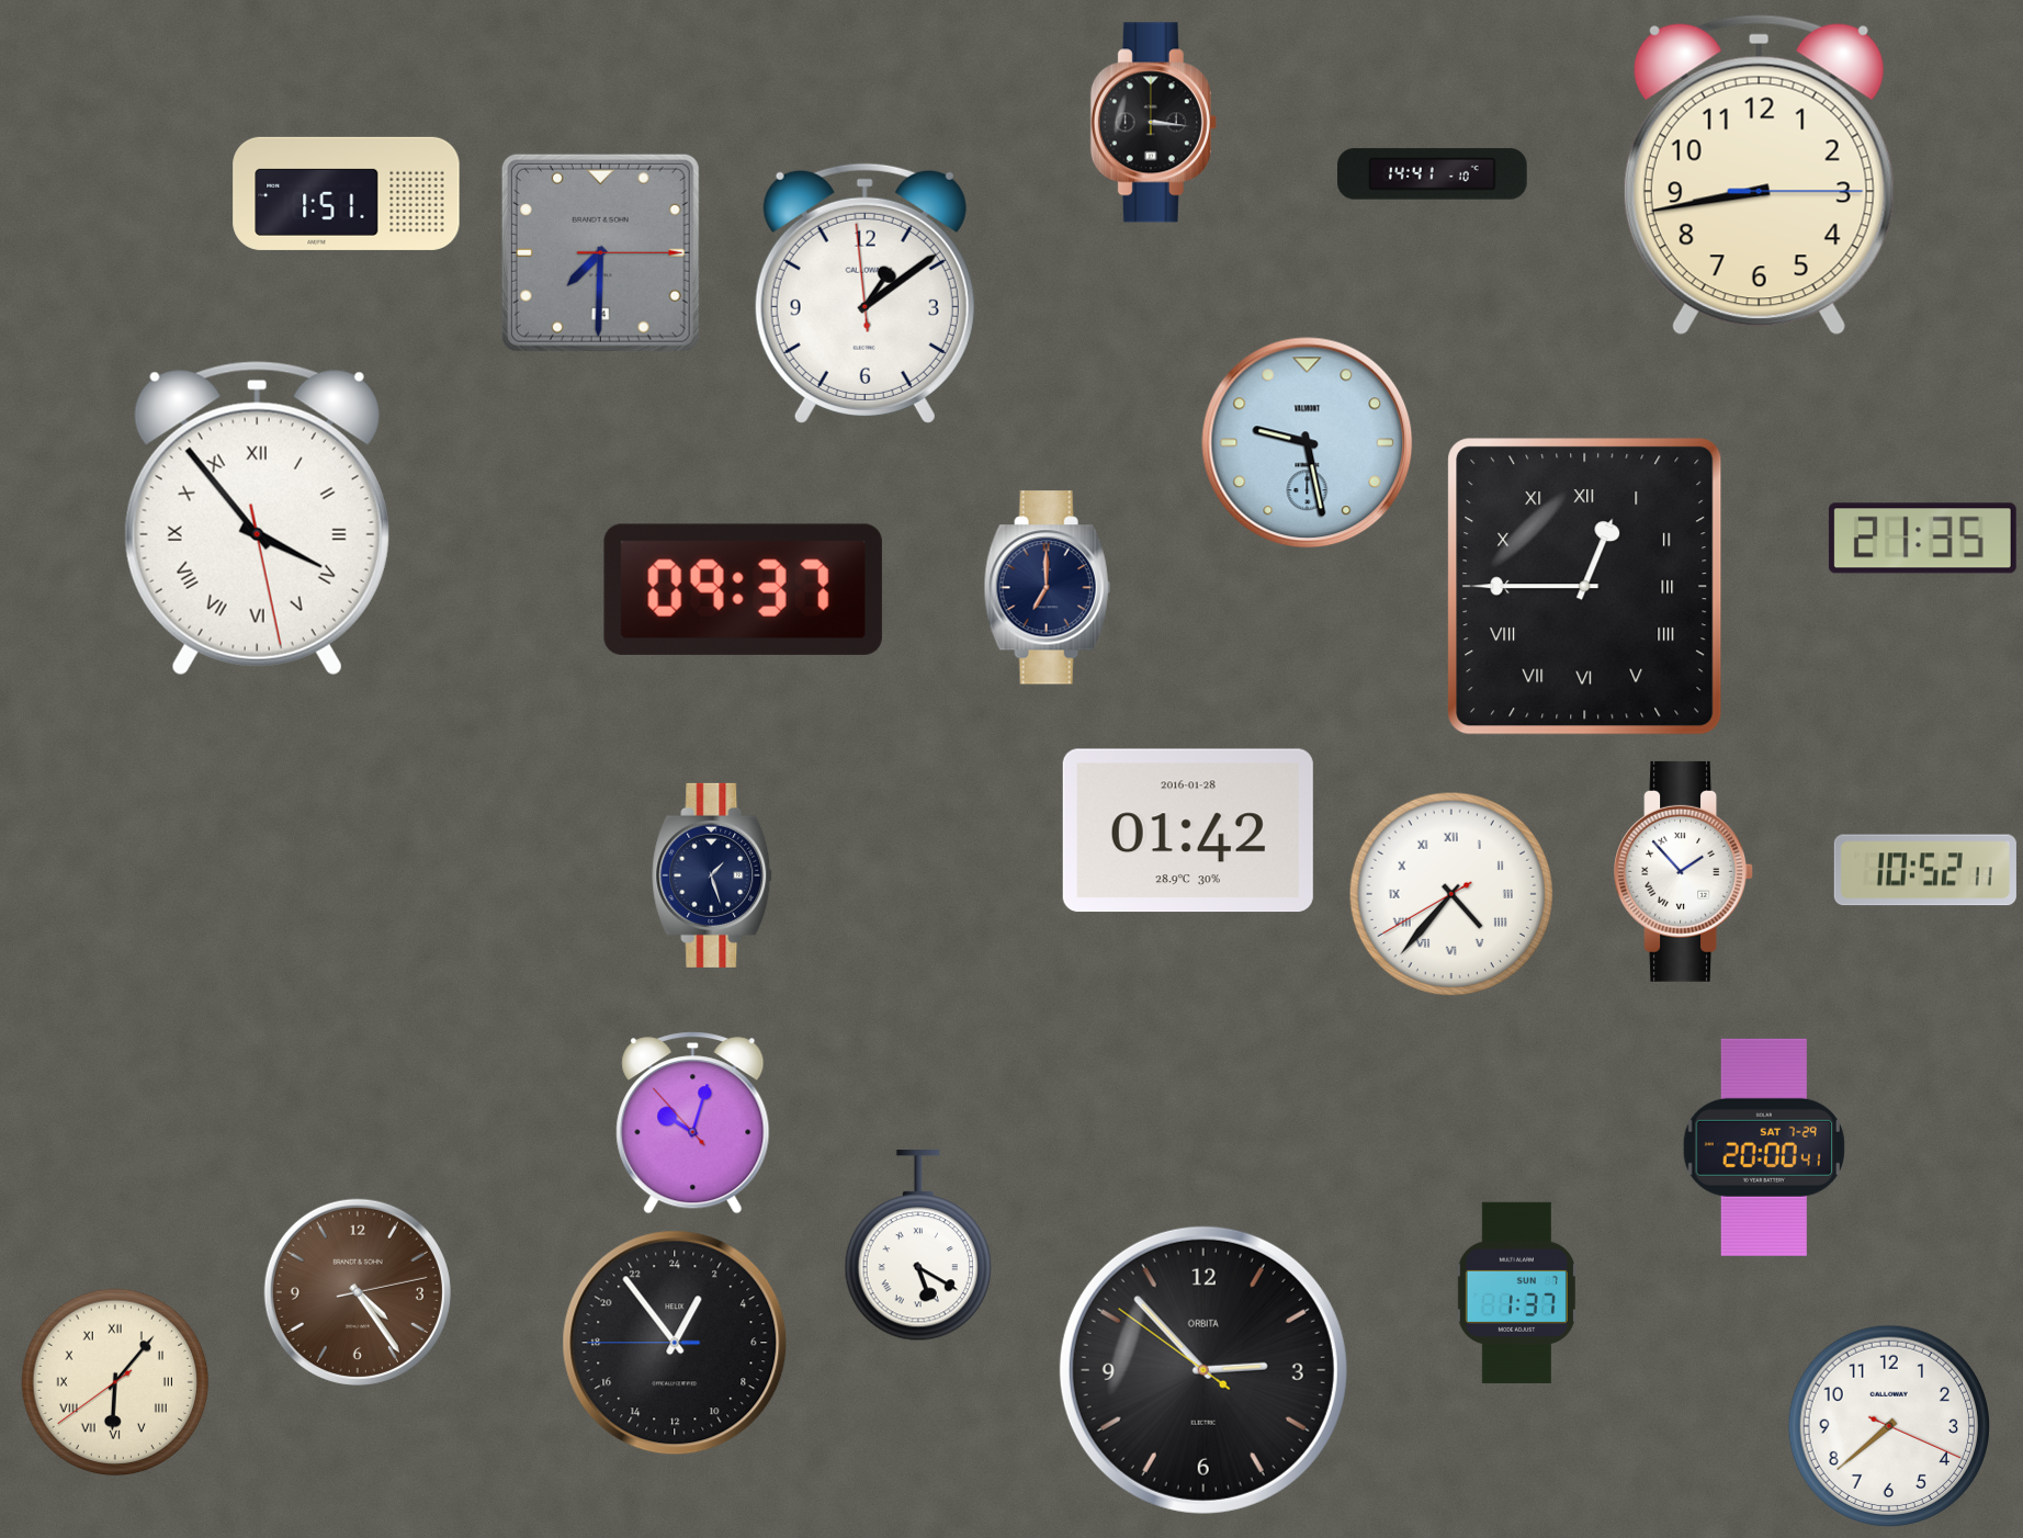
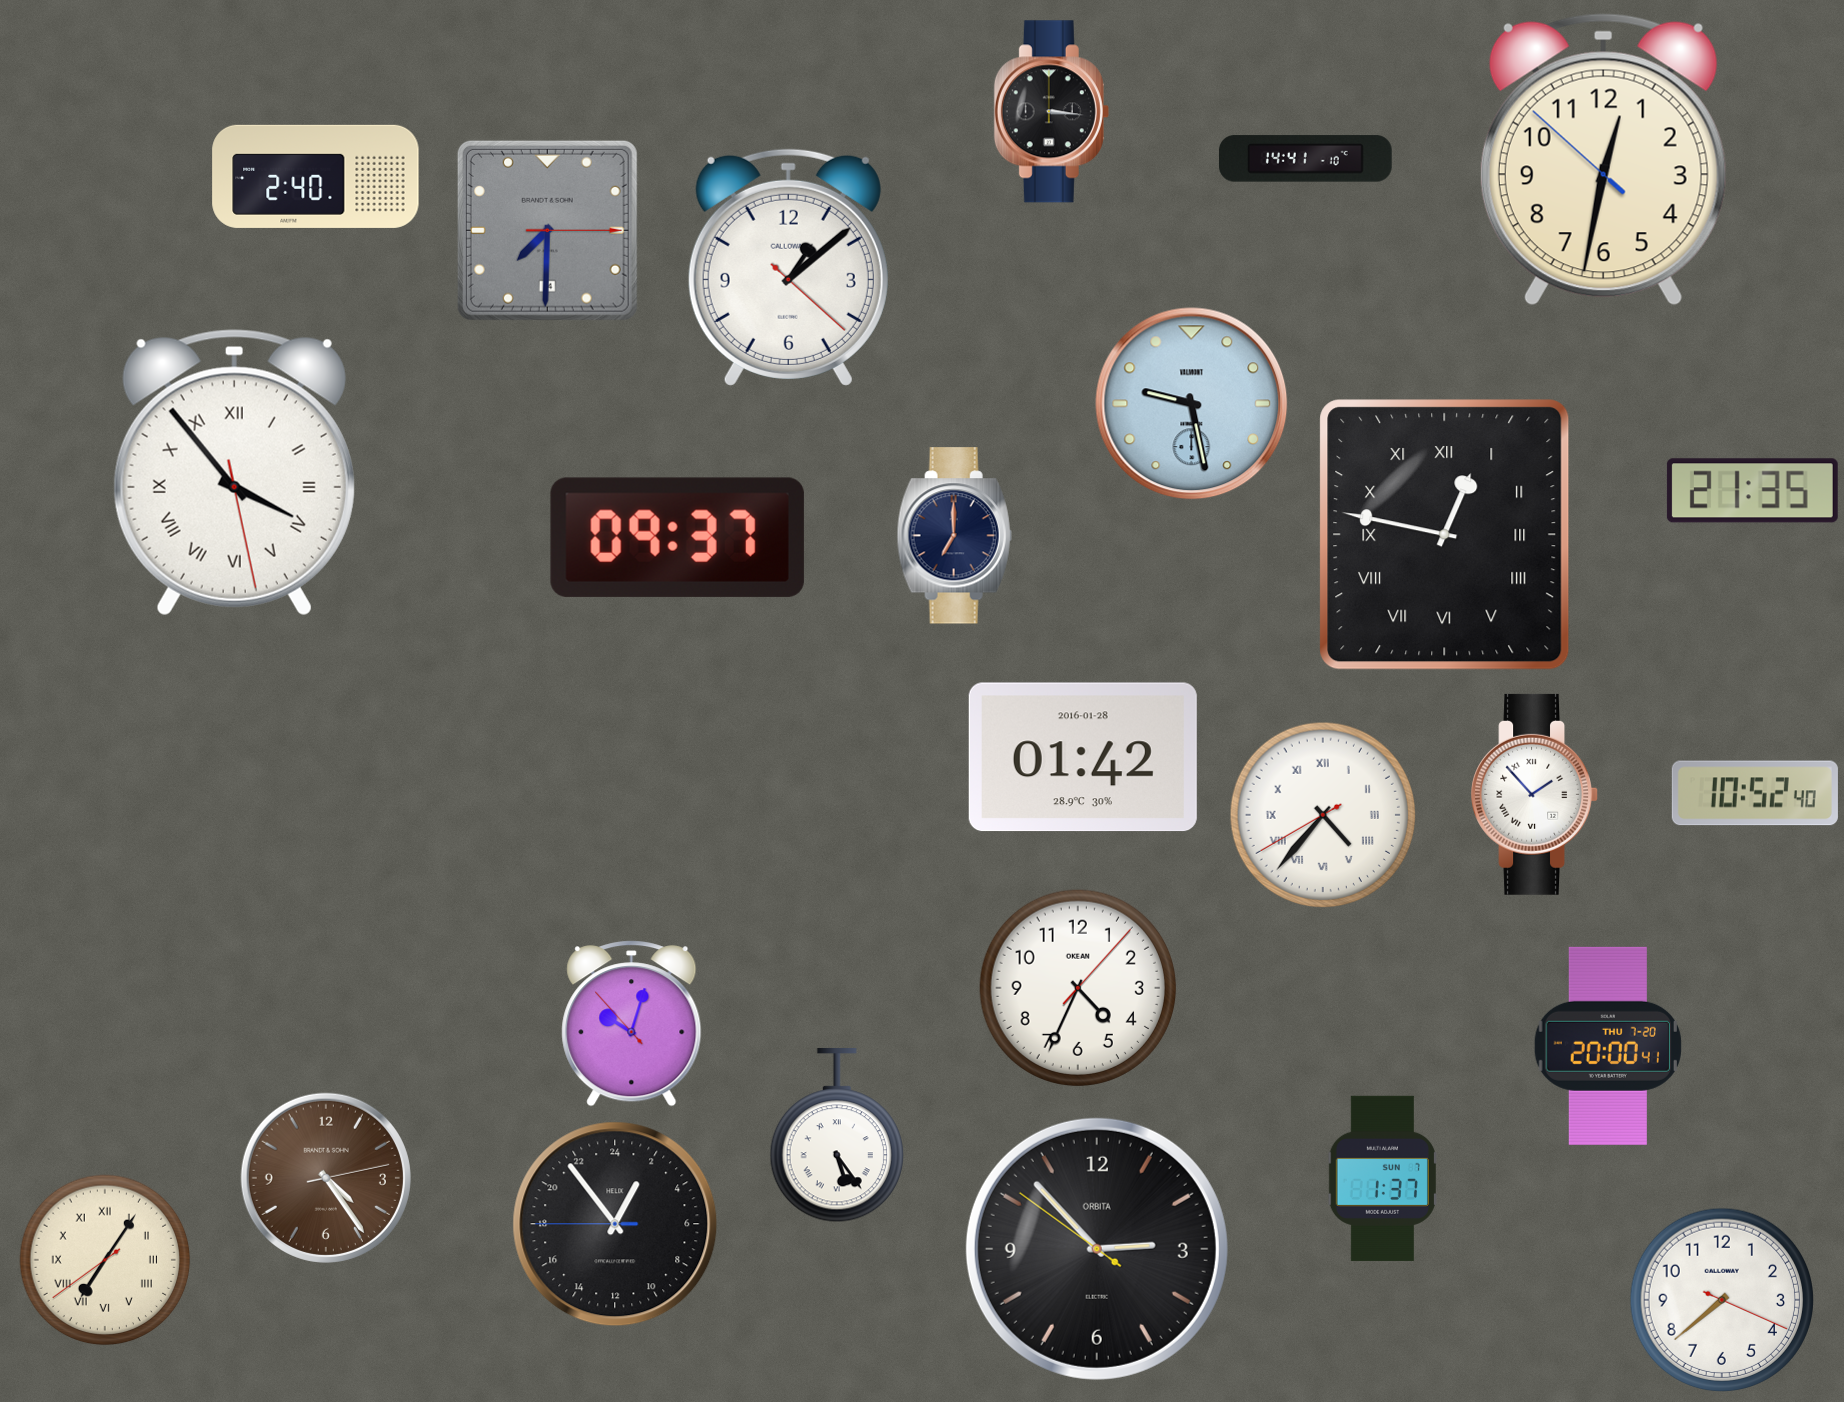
clock at (1759, 176): 8:43 -> 12:31
clock at (347, 193): 1:51 -> 2:40
clock at (864, 293): 1:08:59 -> 1:08:22
clock at (1585, 587): 12:45 -> 12:47
clock at (1925, 870): 10:52:11 -> 10:52:40
clock at (713, 875): 1:27 -> none
clock at (1078, 988): none -> 4:34
clock at (1764, 1147) date: SAT 7-29 -> THU 7-20
clock at (918, 1246): 5:20 -> 5:24
clock at (115, 1382): 6:06 -> 7:05
